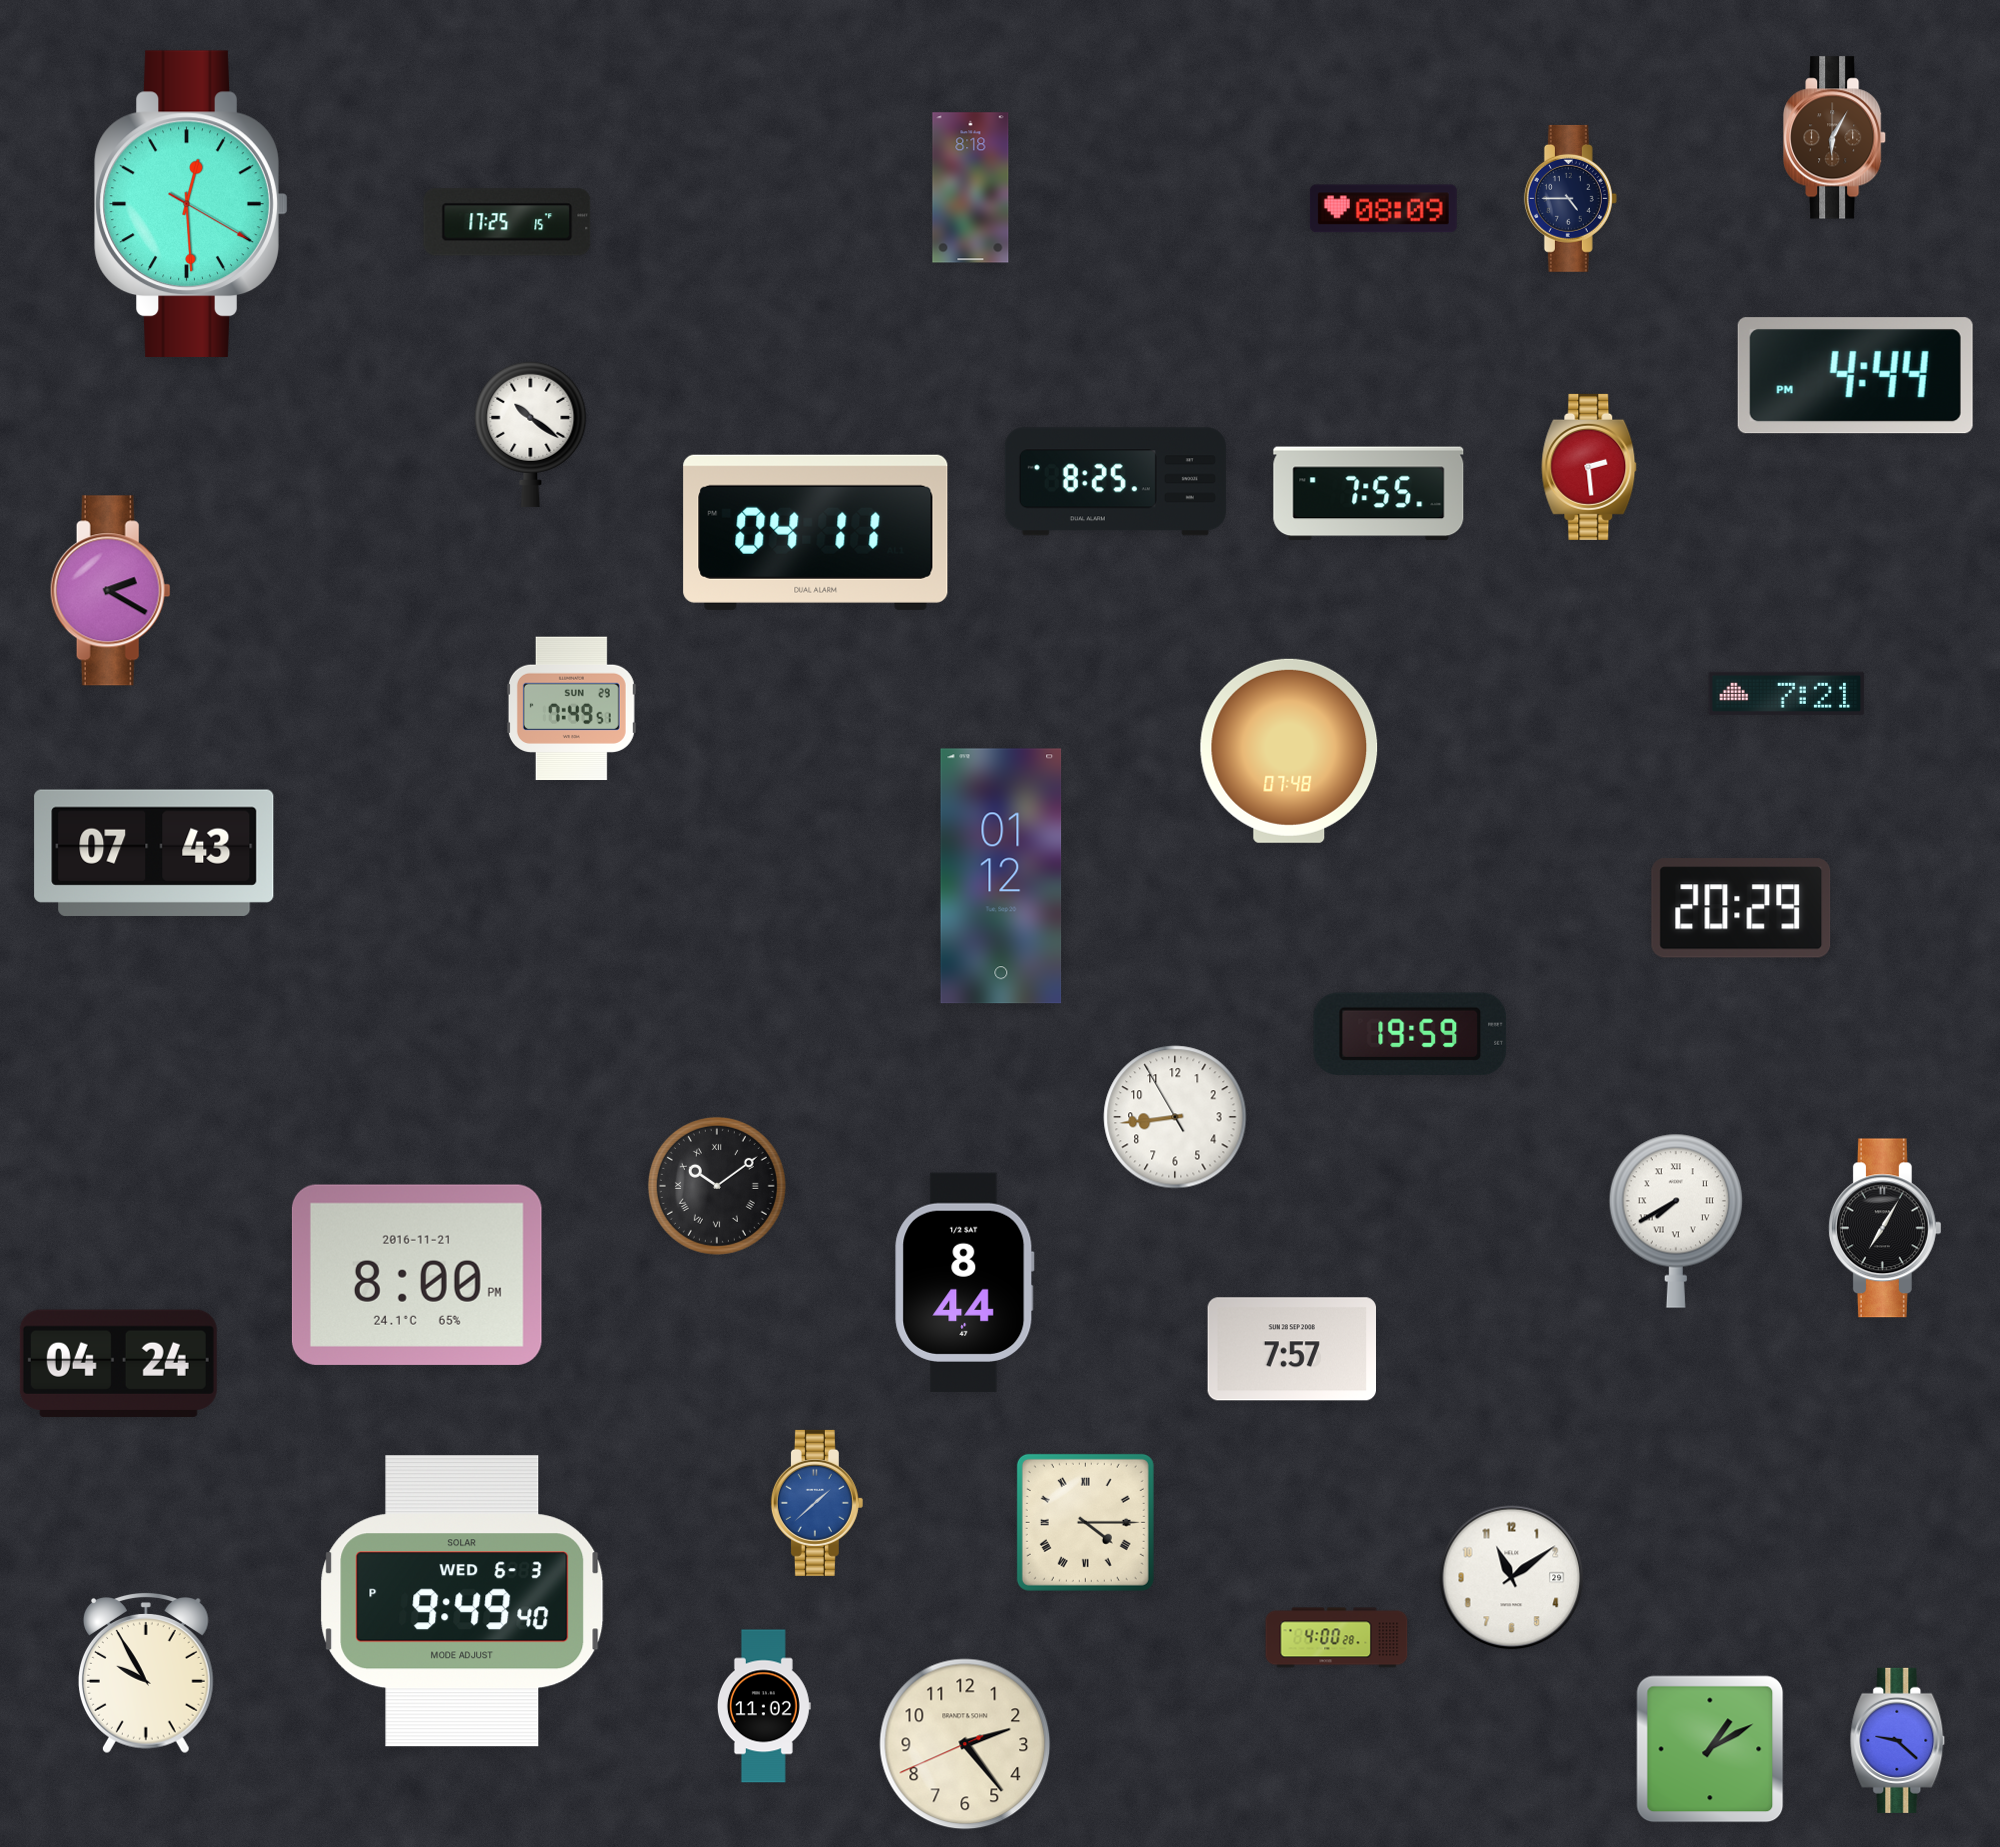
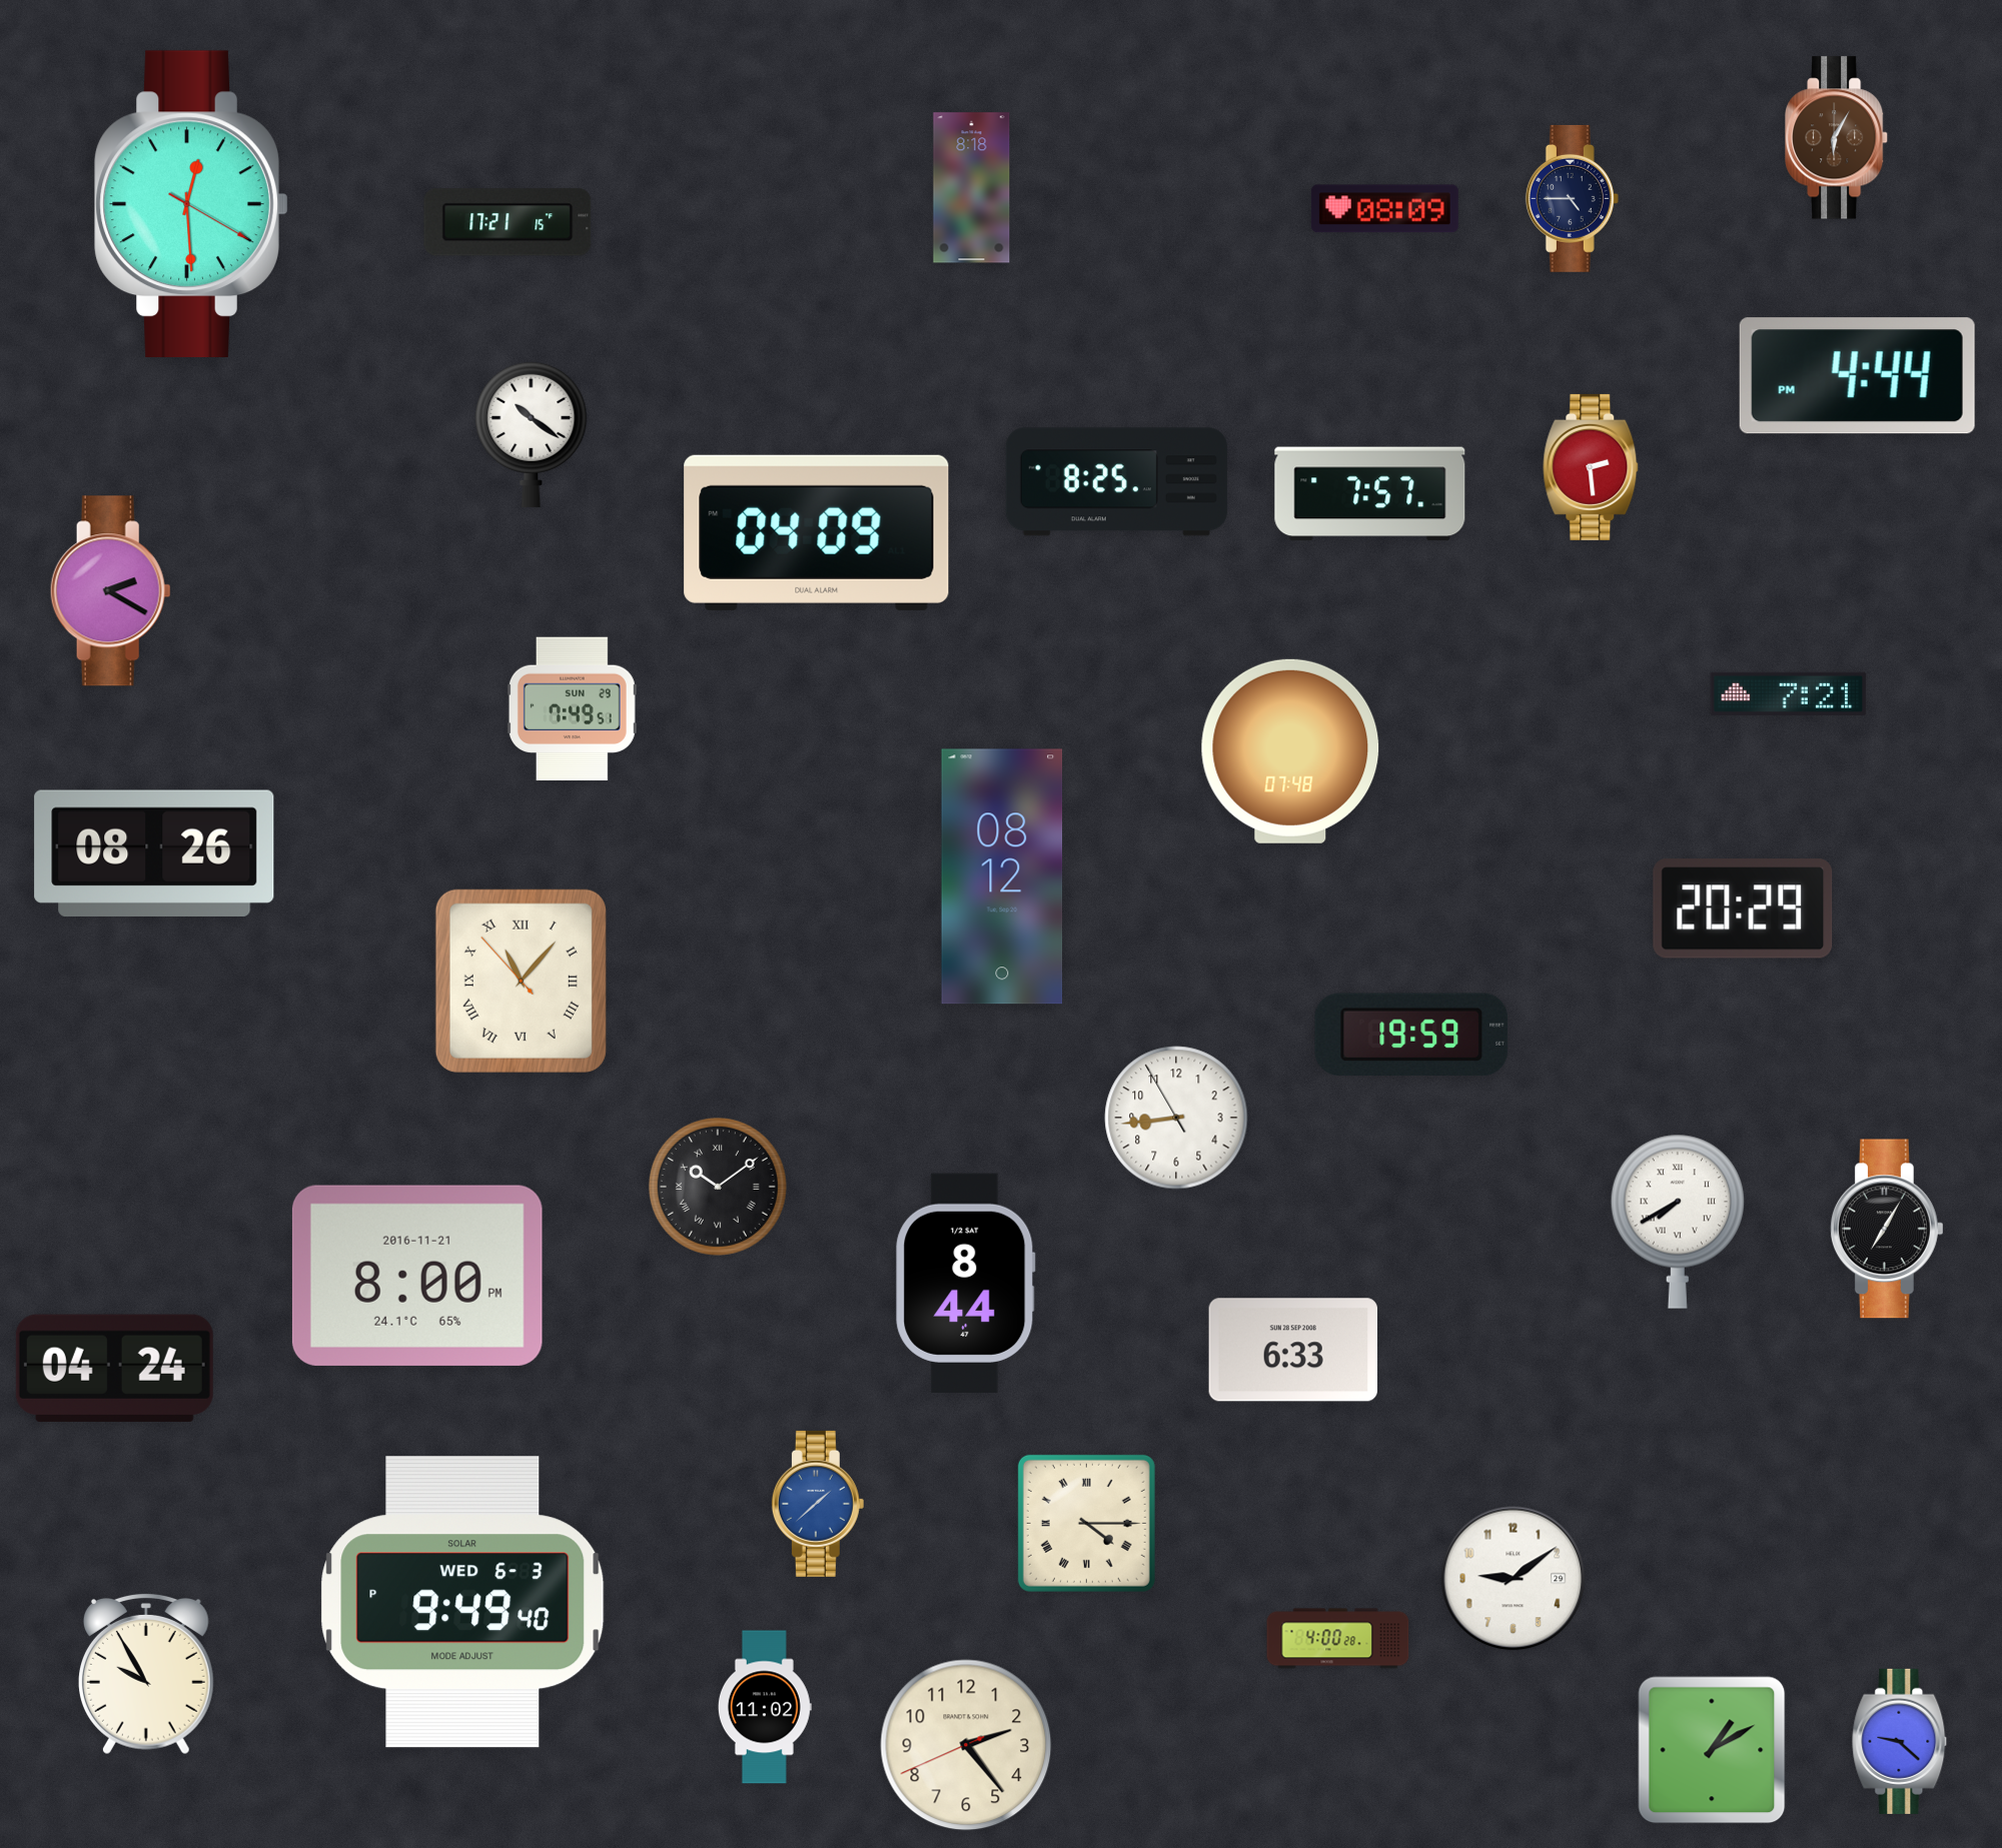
clock at (507, 222): 17:25 -> 17:21
clock at (1369, 494): 7:55 -> 7:57
clock at (816, 532): 04:11 -> 04:09
clock at (154, 853): 07:43 -> 08:26
clock at (1001, 876): 01:12 -> 08:12
clock at (521, 981): none -> 11:06
clock at (1291, 1349): 7:57 -> 6:33
clock at (118, 1363) position: (118, 1363) -> (114, 1368)
clock at (1512, 1578): 11:09 -> 9:09
